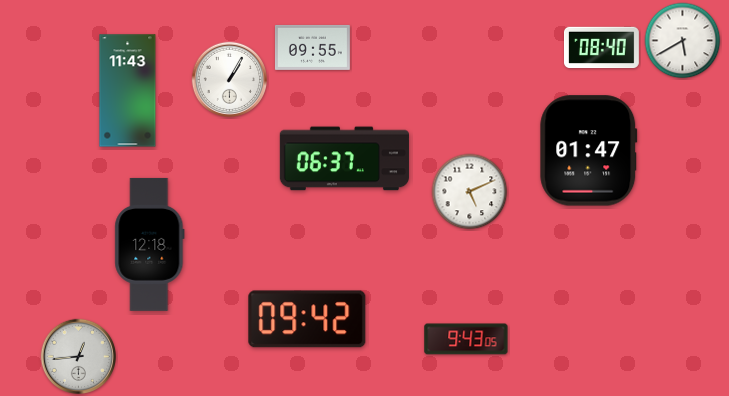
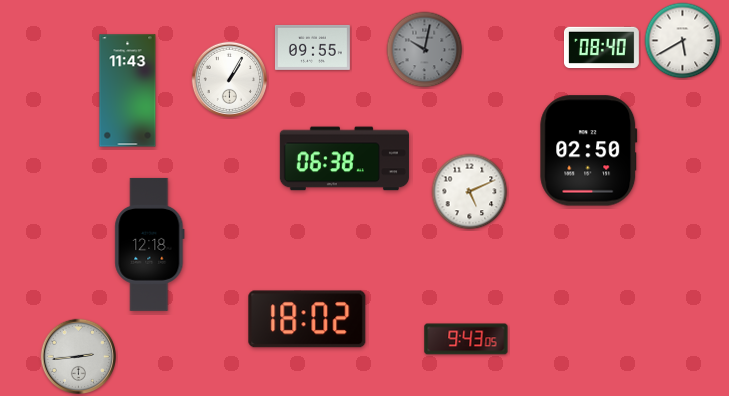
clock at (425, 50): none -> 10:02
clock at (589, 151): 01:47 -> 02:50
clock at (344, 159): 06:37 -> 06:38
clock at (307, 319): 09:42 -> 18:02
clock at (79, 357): 12:44 -> 2:44
